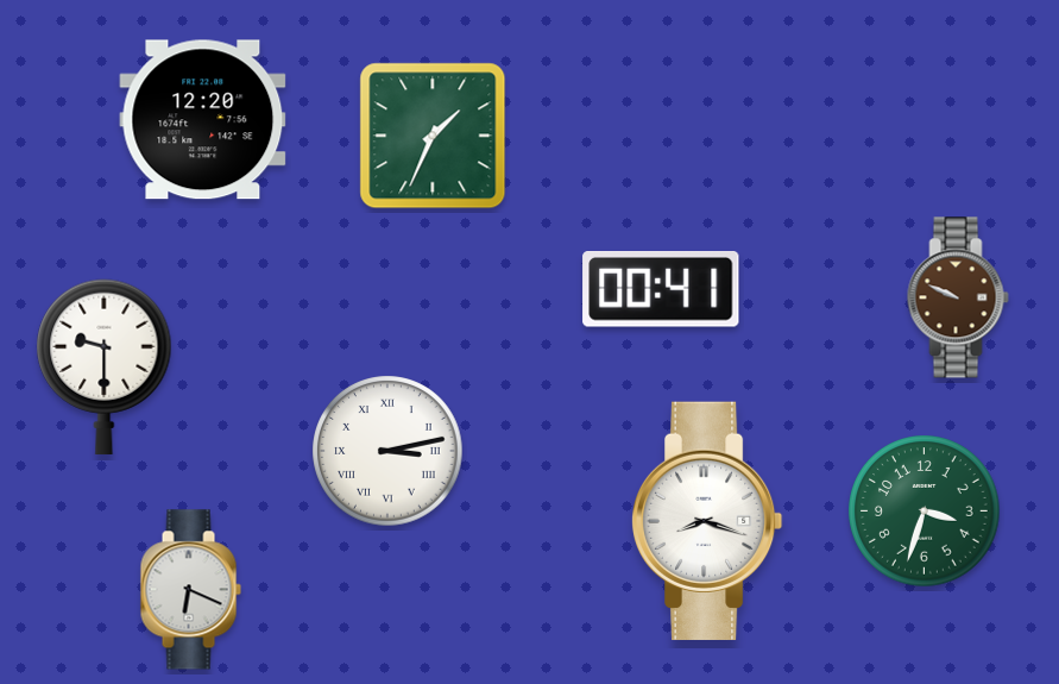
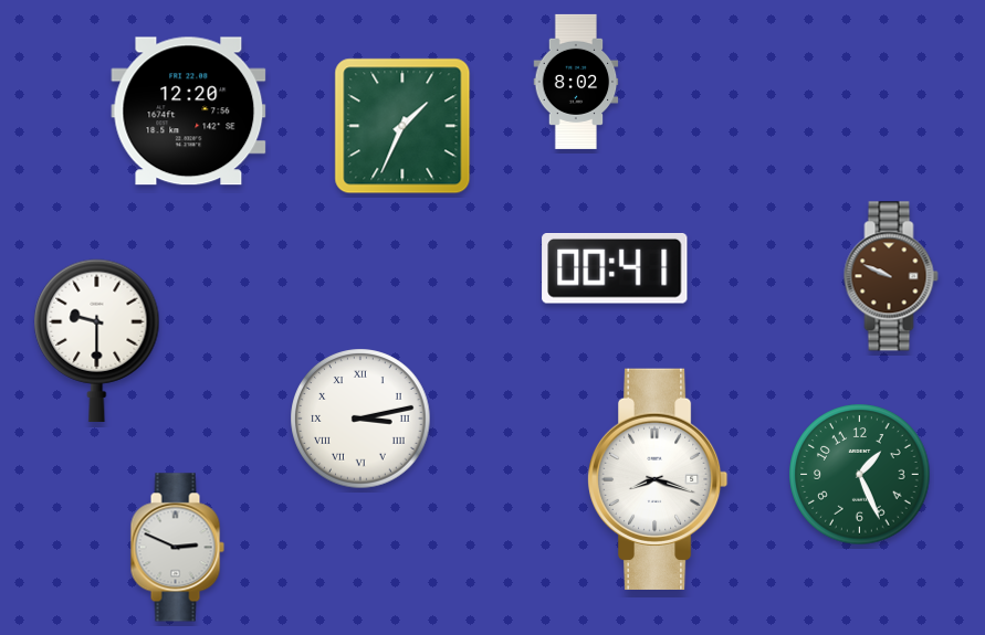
clock at (576, 82): none -> 8:02
clock at (925, 512): 3:33 -> 1:26
clock at (707, 521) position: (707, 521) -> (658, 479)
clock at (190, 590): 6:19 -> 2:49
